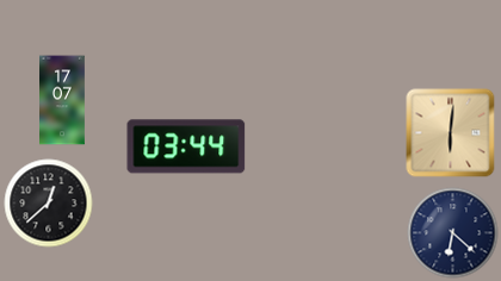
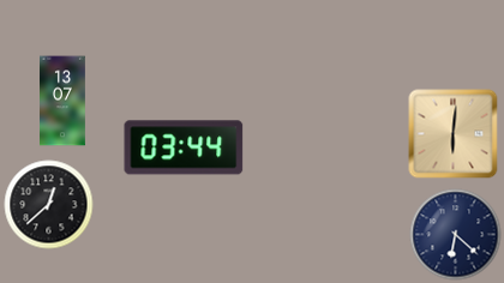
clock at (63, 100): 17:07 -> 13:07
clock at (186, 146) position: (186, 146) -> (184, 147)
